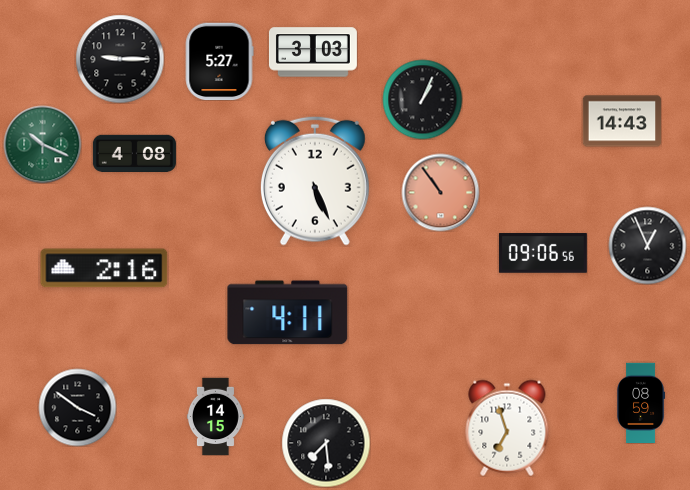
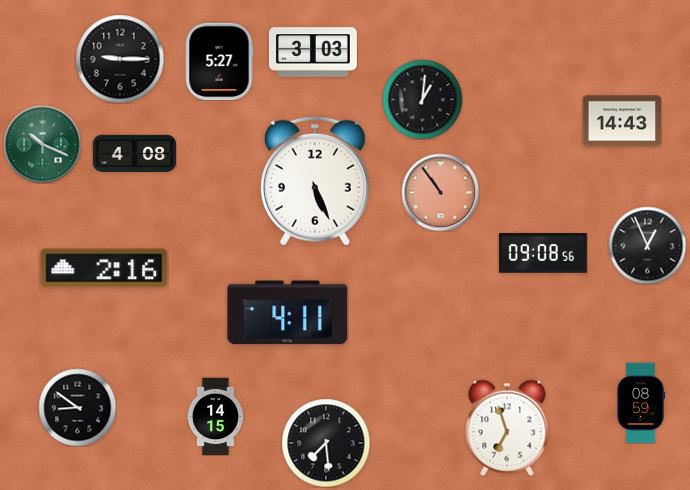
clock at (422, 99): 1:04 -> 1:01
clock at (543, 253): 09:06 -> 09:08
clock at (77, 407): 3:51 -> 8:51
